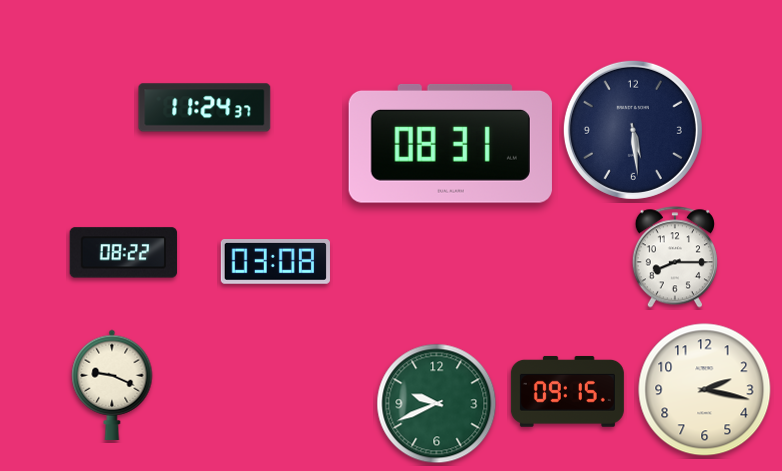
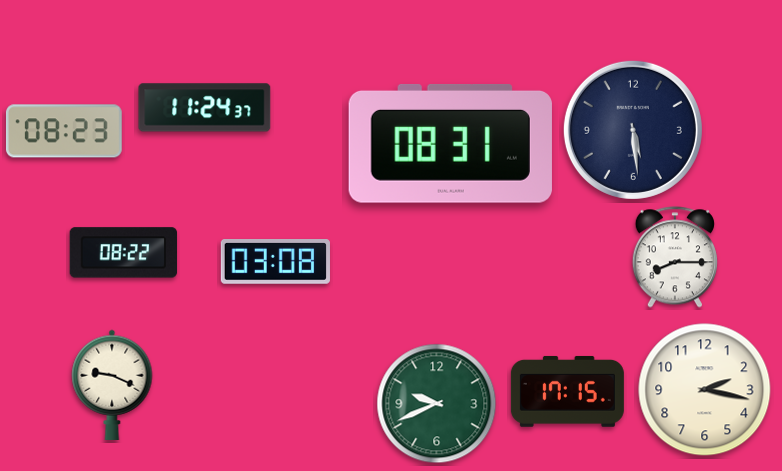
clock at (64, 131): none -> 08:23
clock at (567, 391): 09:15 -> 17:15
